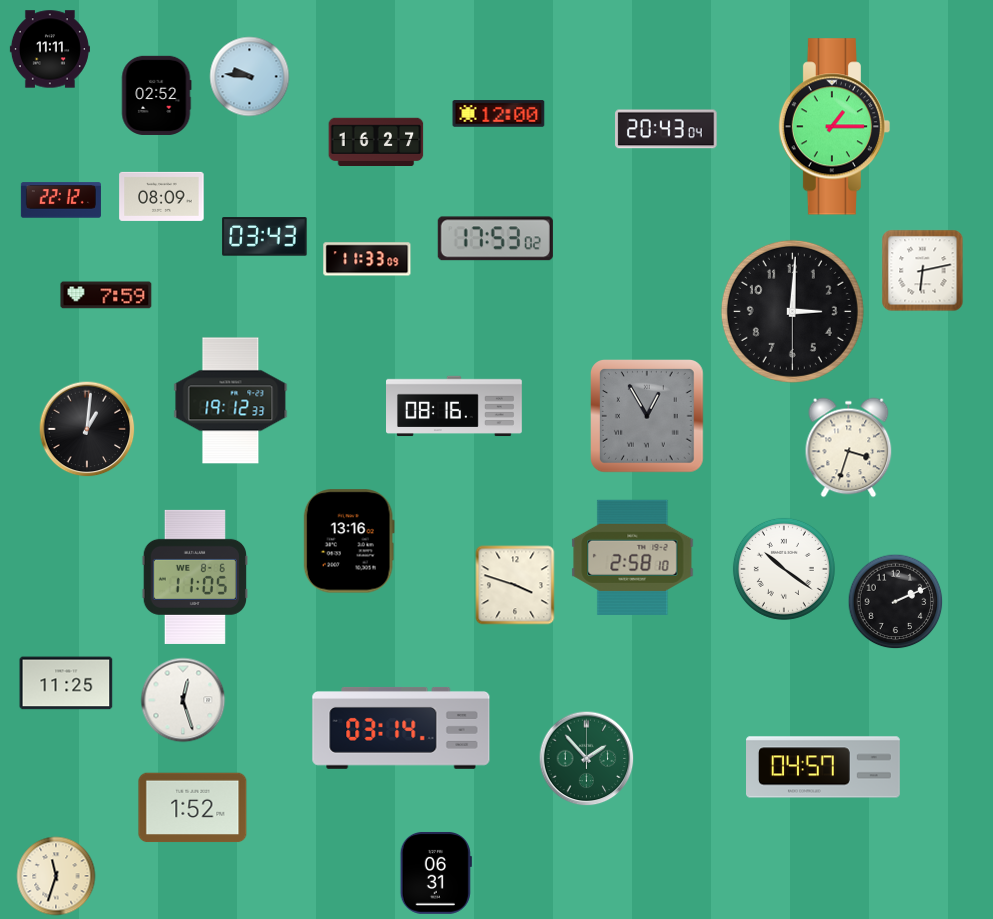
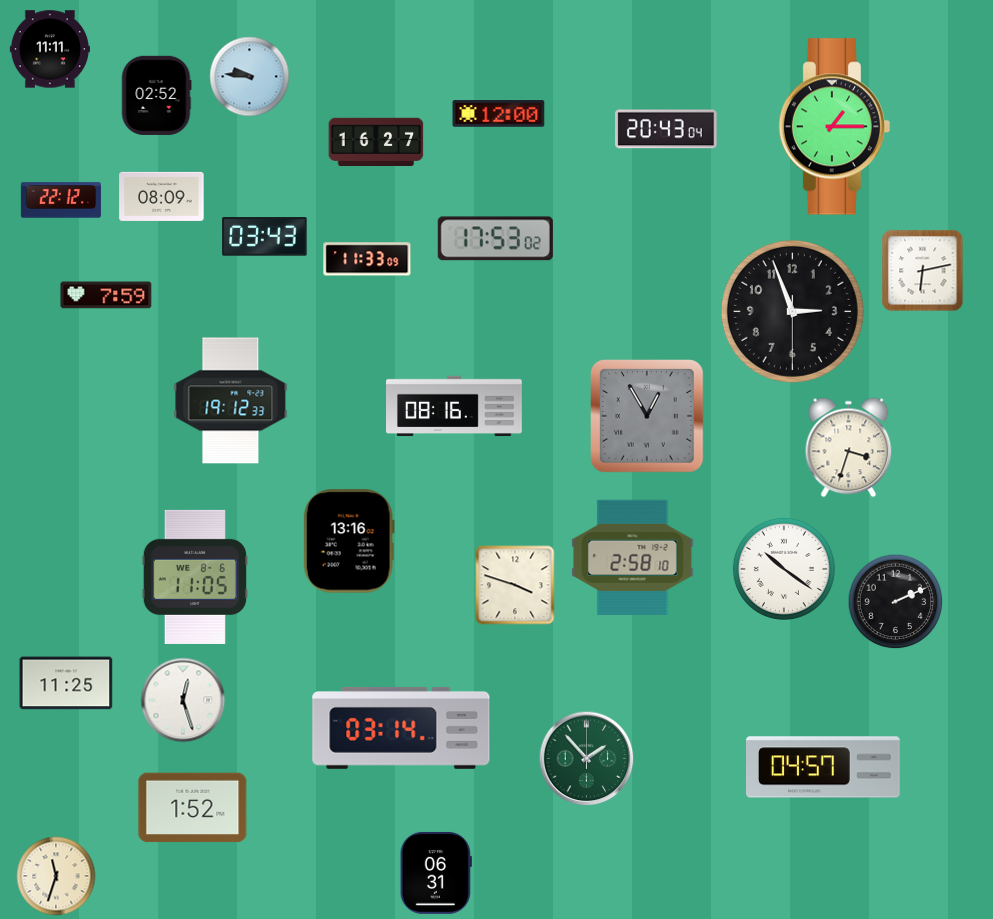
clock at (792, 311): 3:00 -> 2:56
clock at (87, 429): 1:01 -> none
